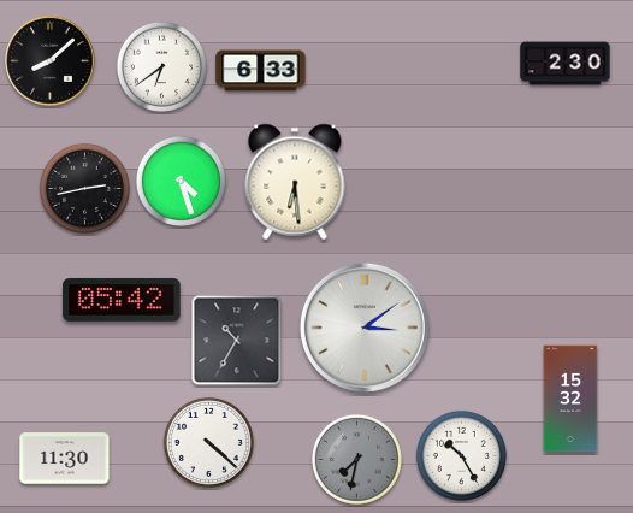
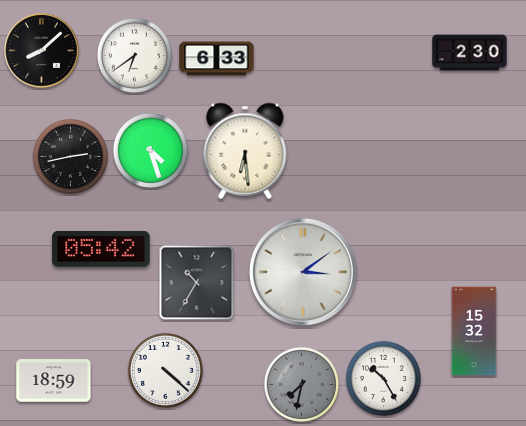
clock at (208, 442) position: (208, 442) -> (165, 370)
clock at (65, 459): 11:30 -> 18:59
clock at (356, 459) position: (356, 459) -> (301, 384)
